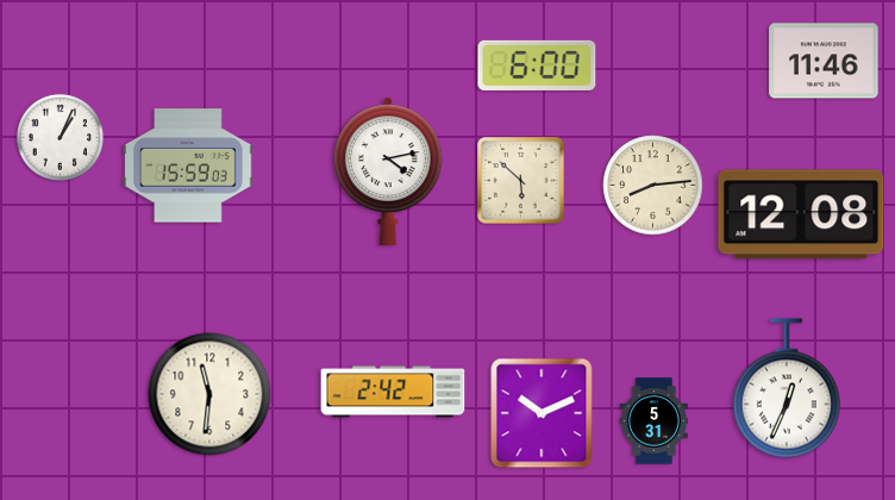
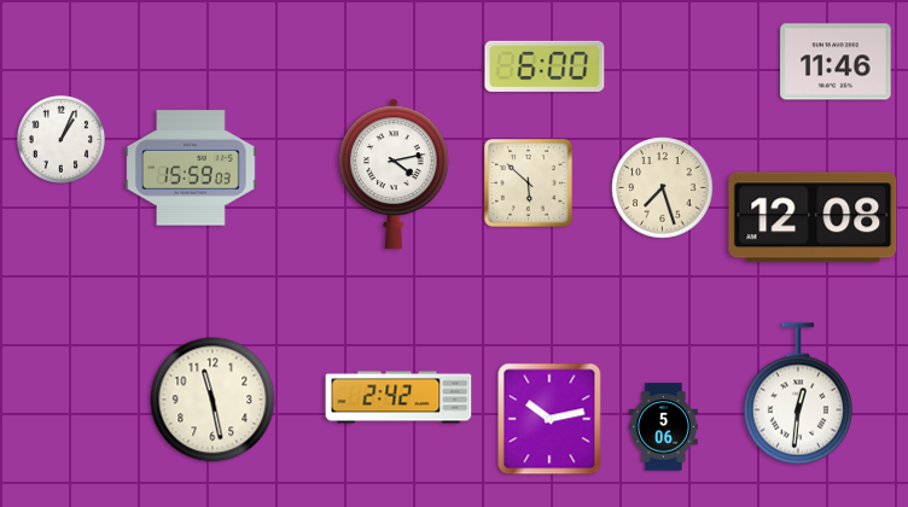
clock at (653, 186): 8:14 -> 7:27
clock at (787, 388): 12:34 -> 12:31
clock at (209, 394): 11:31 -> 11:28
clock at (542, 413): 10:11 -> 10:13
clock at (653, 421): 5:31 -> 5:06
